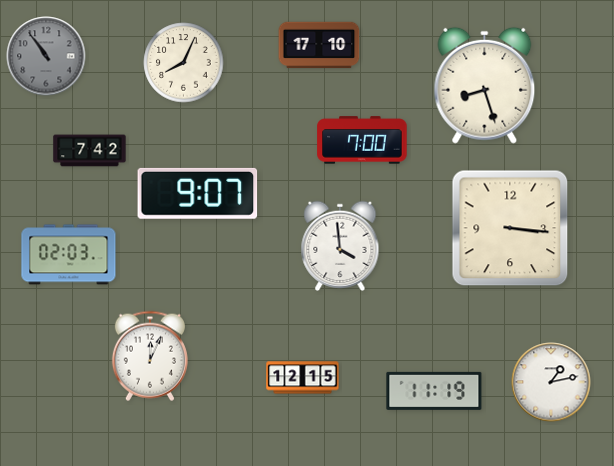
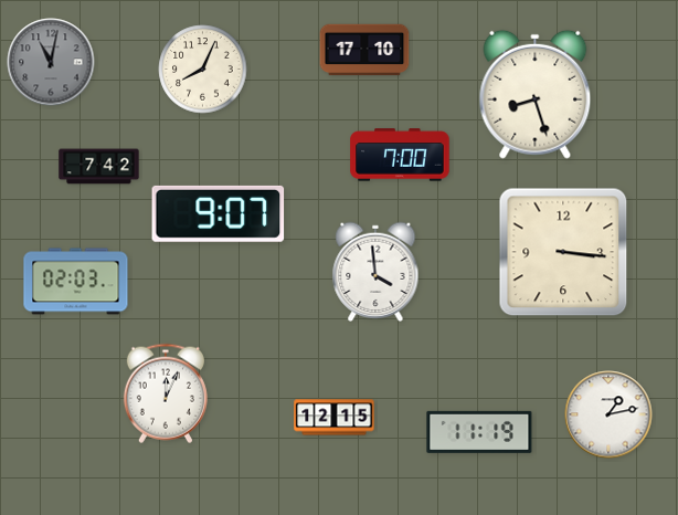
clock at (319, 45) position: (319, 45) -> (364, 50)
clock at (46, 56): 10:54 -> 11:02
clock at (551, 382) position: (551, 382) -> (608, 414)
